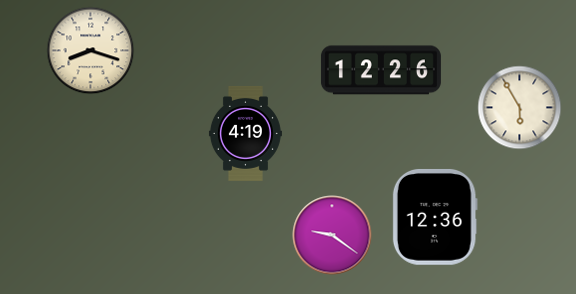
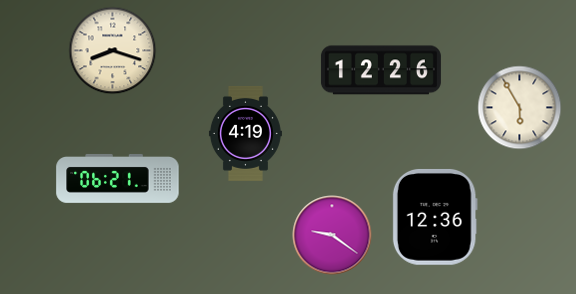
clock at (91, 51) position: (91, 51) -> (113, 51)
clock at (118, 178): none -> 06:21
